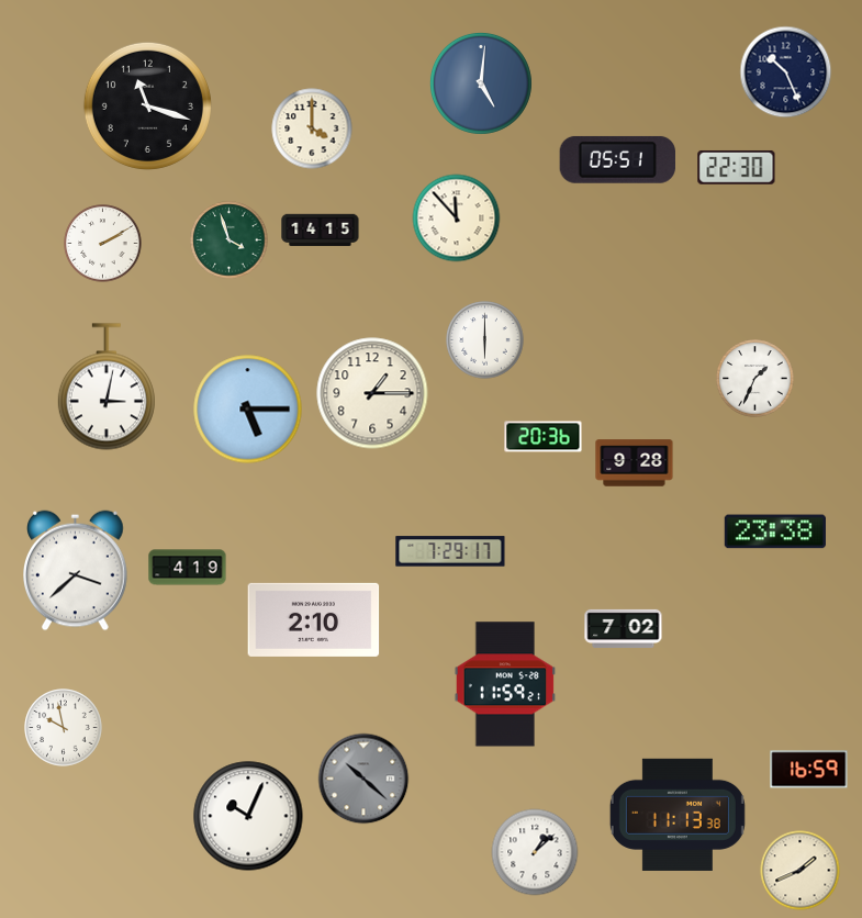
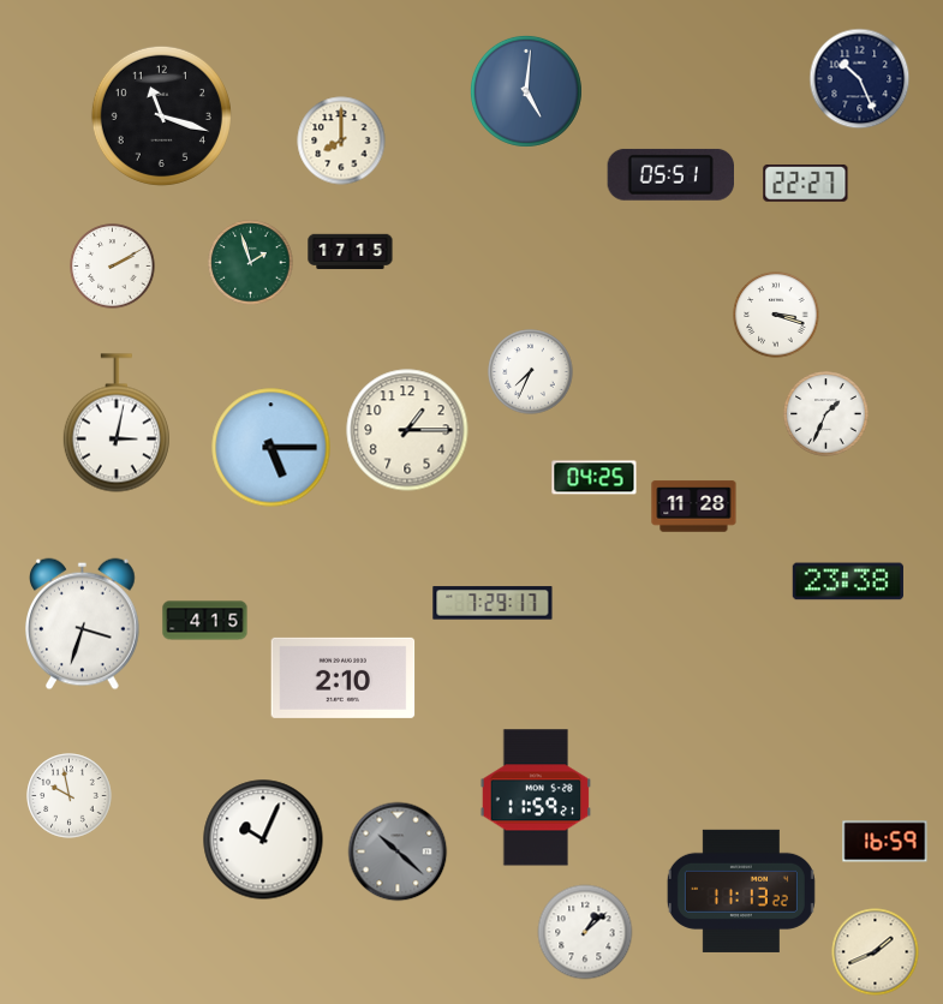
clock at (312, 128): 4:00 -> 8:00
clock at (617, 159) position: (617, 159) -> (670, 174)
clock at (737, 168): 22:30 -> 22:27
clock at (457, 219): 11:53 -> none
clock at (321, 231): 14:15 -> 17:15
clock at (230, 240): 3:57 -> 1:57
clock at (776, 315): none -> 3:18
clock at (485, 340): 6:00 -> 7:34
clock at (544, 437): 20:36 -> 04:25
clock at (635, 463): 9:28 -> 11:28
clock at (188, 568): 4:19 -> 4:15
clock at (76, 571): 3:38 -> 3:33
clock at (624, 628): 7:02 -> none
clock at (505, 684) position: (505, 684) -> (536, 797)
clock at (678, 815): 11:13:38 -> 11:13:22
clock at (248, 816) position: (248, 816) -> (263, 839)
